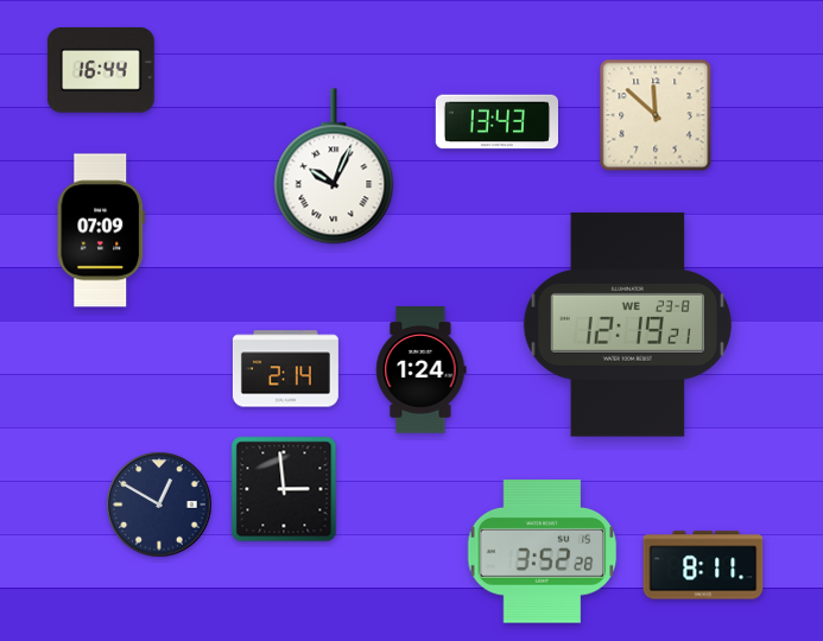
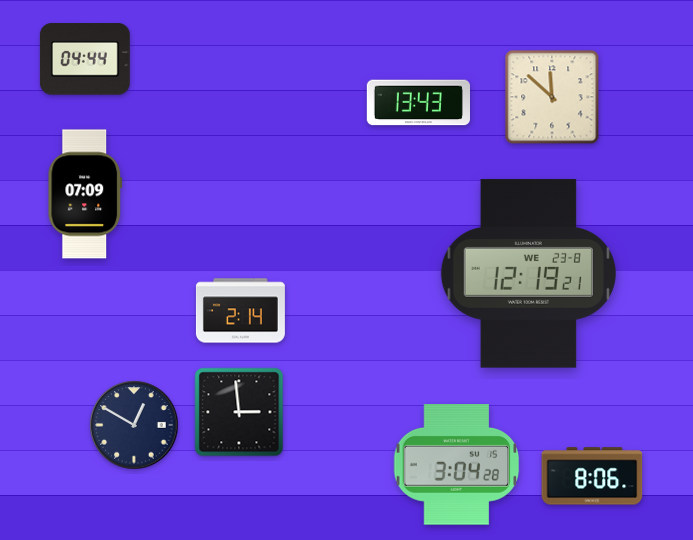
clock at (101, 70): 16:44 -> 04:44
clock at (334, 166): 10:04 -> none
clock at (422, 370): 1:24 -> none
clock at (543, 552): 3:52 -> 3:04
clock at (703, 565): 8:11 -> 8:06
